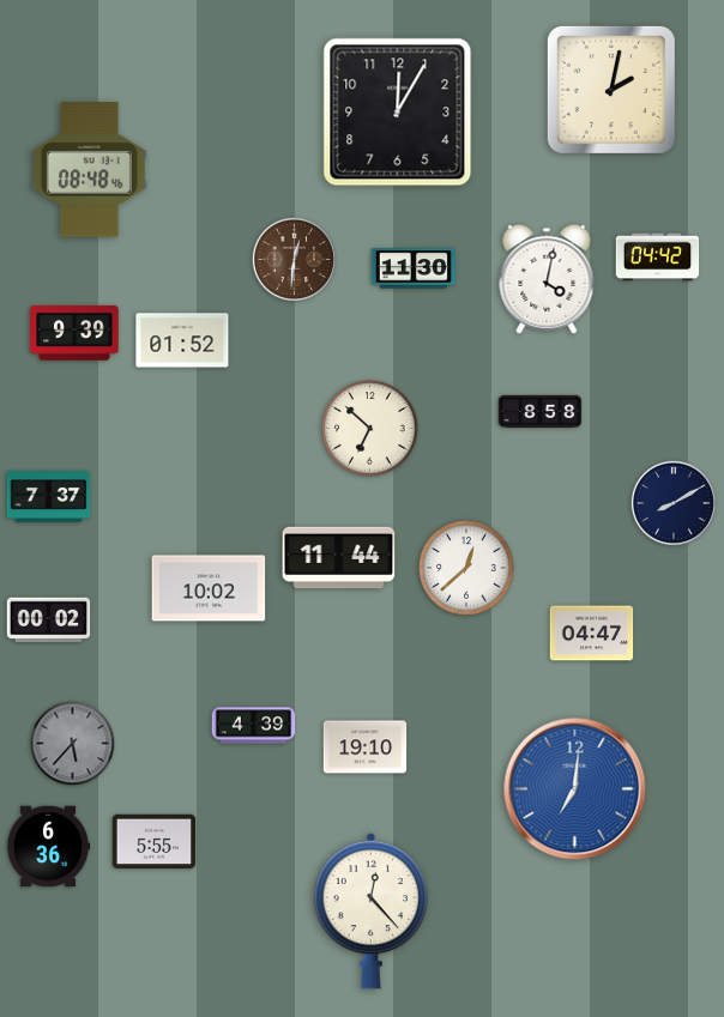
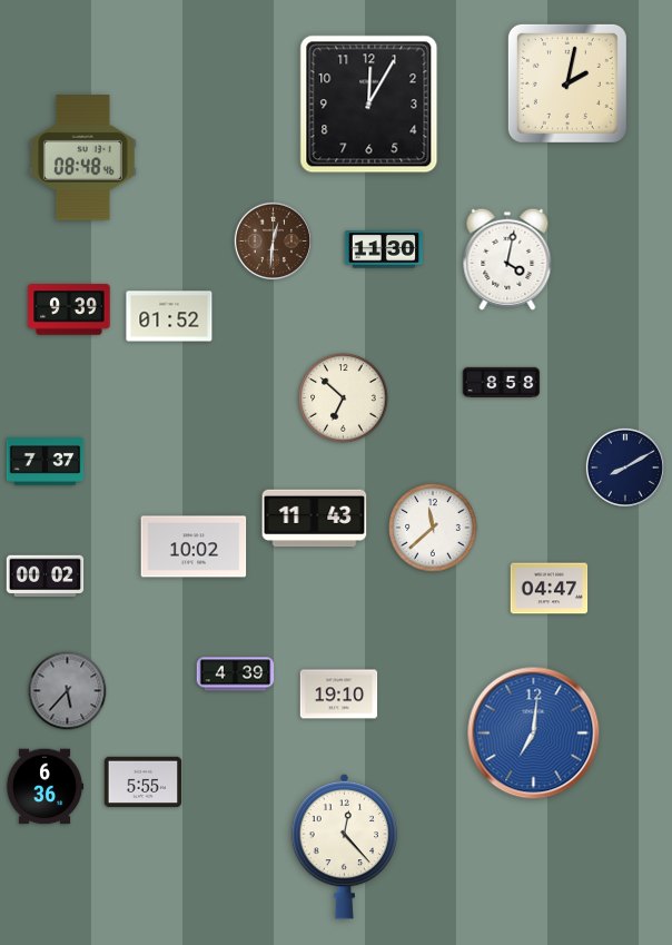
clock at (658, 258): 04:42 -> none
clock at (339, 558): 11:44 -> 11:43
clock at (466, 568): 12:38 -> 11:38
